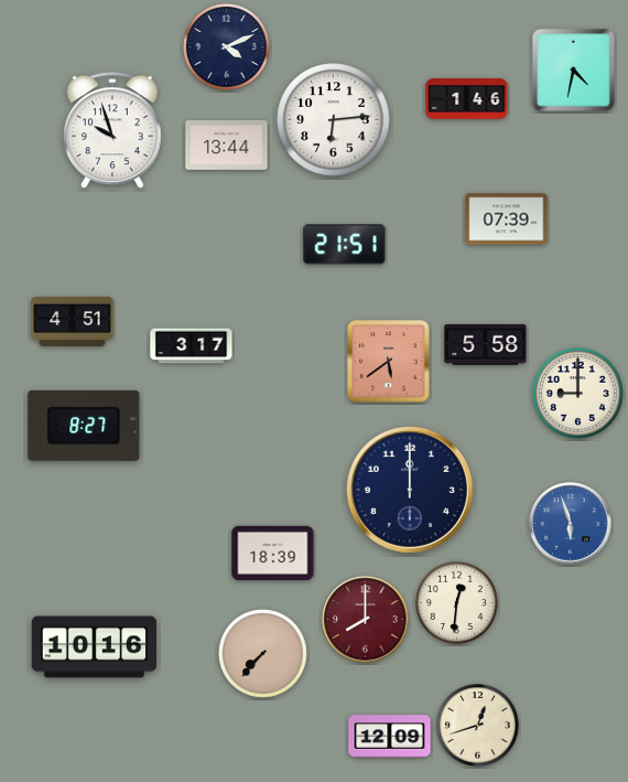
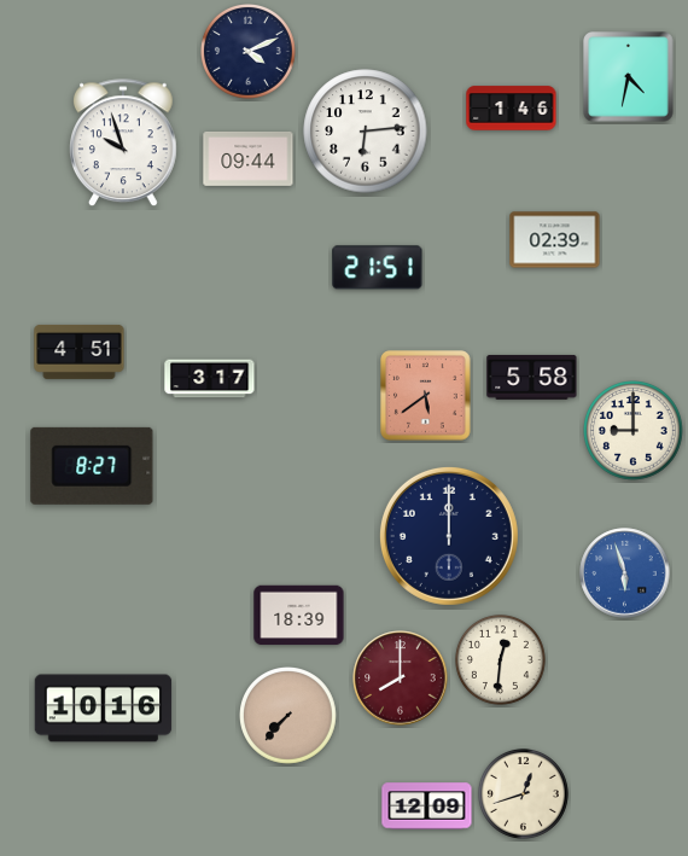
clock at (227, 144): 13:44 -> 09:44
clock at (507, 219): 07:39 -> 02:39
clock at (273, 554) position: (273, 554) -> (299, 616)
